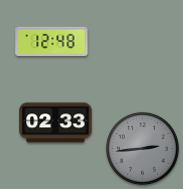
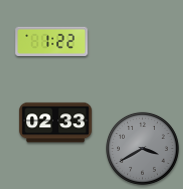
clock at (52, 42): 12:48 -> 1:22
clock at (142, 148): 2:44 -> 3:40
